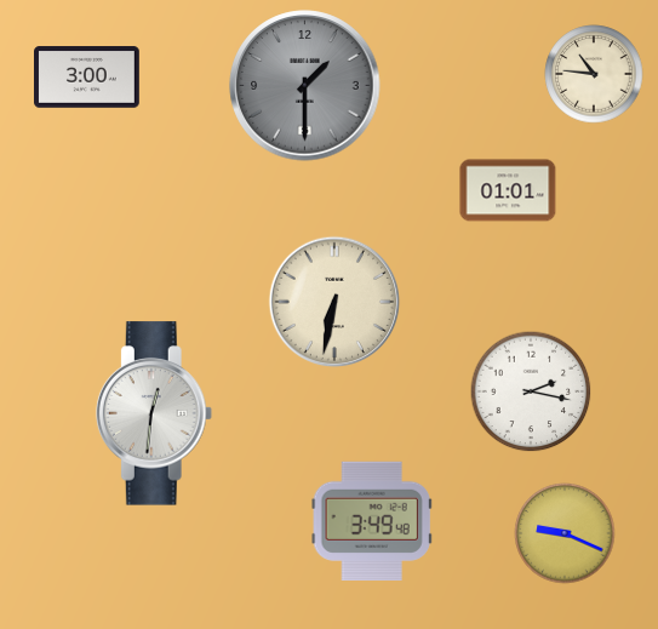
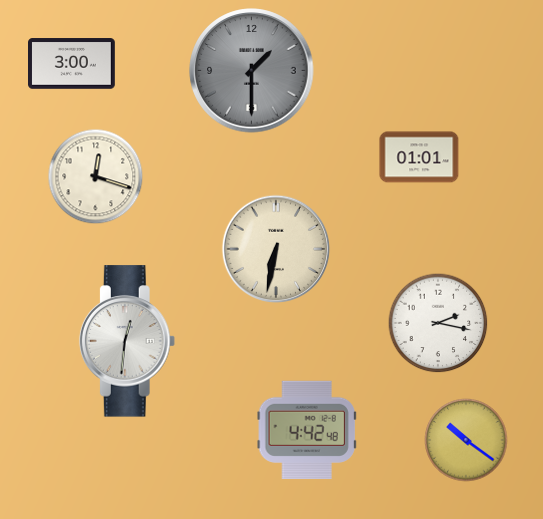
clock at (594, 74): 10:46 -> none
clock at (96, 177): none -> 12:18
clock at (372, 521): 3:49 -> 4:42
clock at (565, 533): 9:19 -> 10:21
